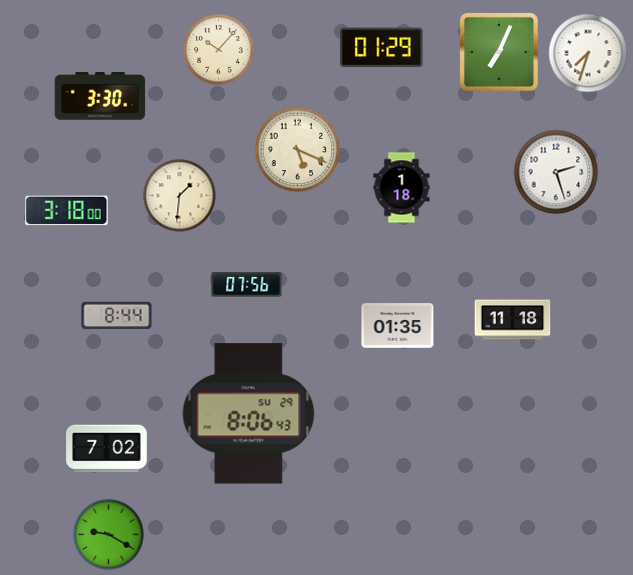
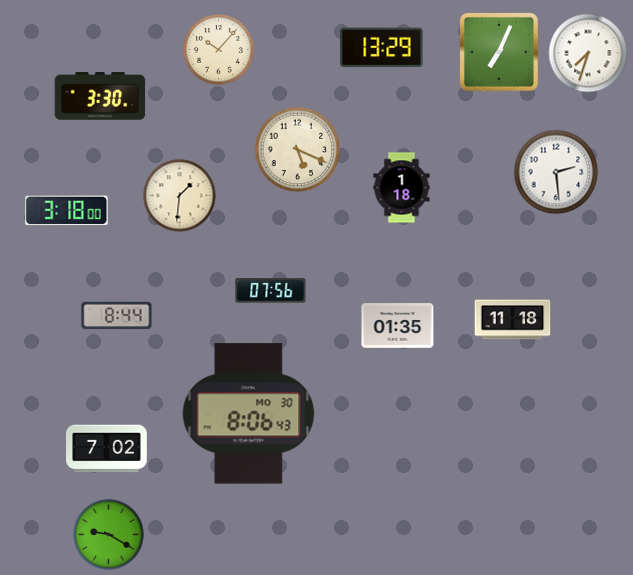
clock at (382, 48): 01:29 -> 13:29
clock at (556, 172): 2:27 -> 2:29
clock at (247, 285) position: (247, 285) -> (271, 291)
clock at (249, 414) date: SU 29 -> MO 30
